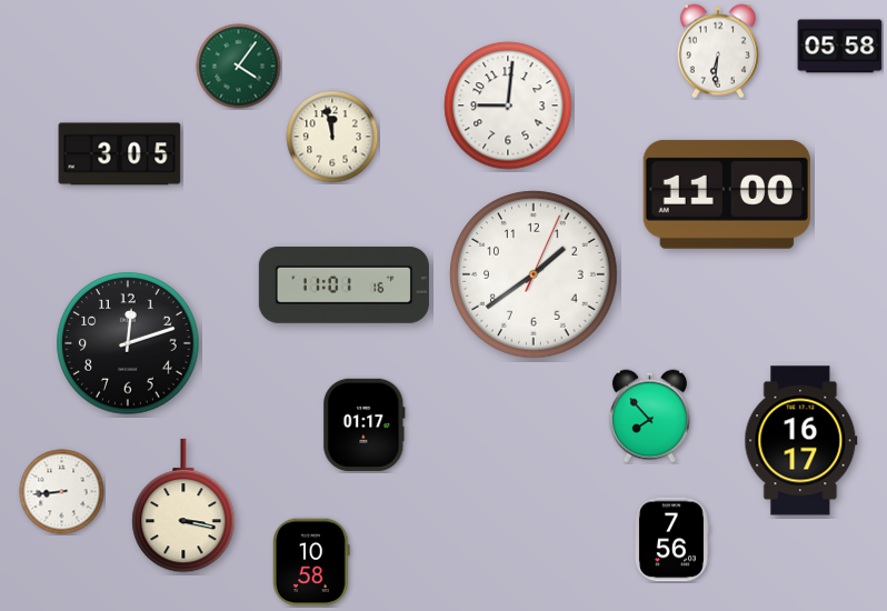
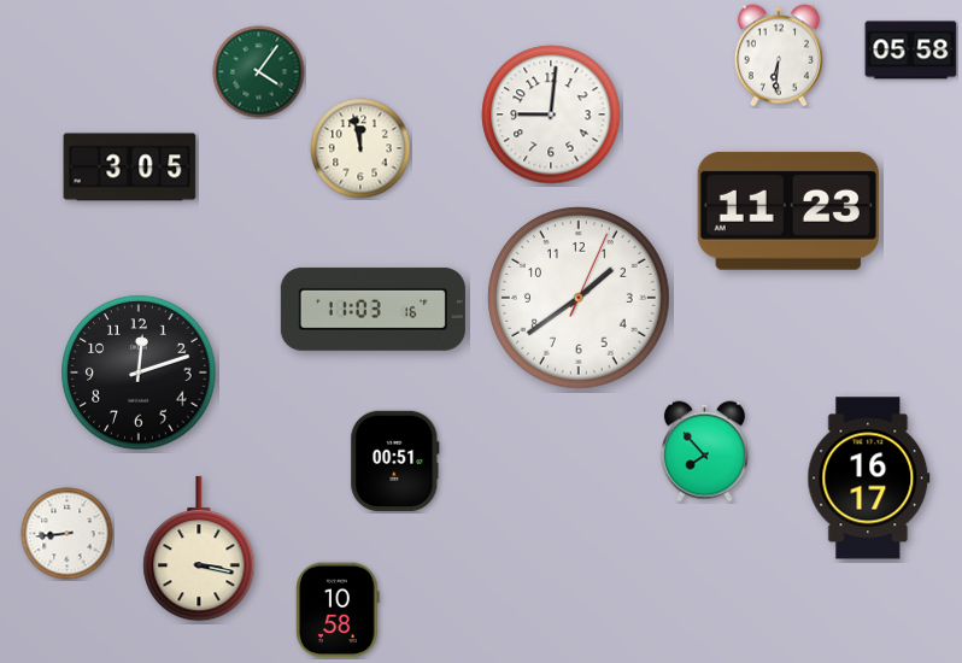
clock at (727, 194): 11:00 -> 11:23
clock at (343, 284): 11:01 -> 11:03
clock at (365, 424): 01:17 -> 00:51
clock at (671, 540): 7:56 -> none
